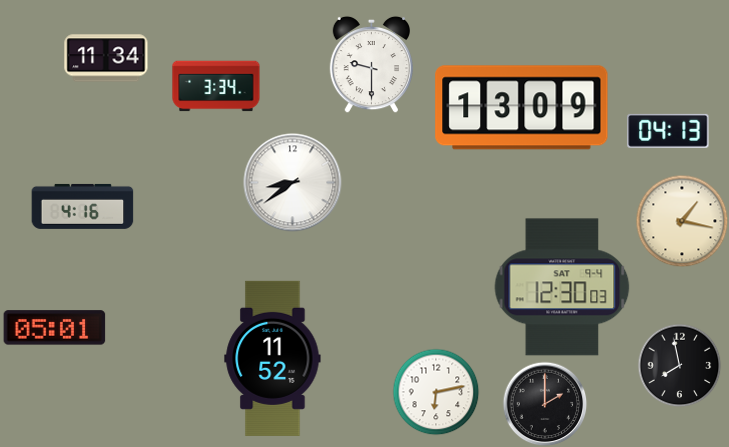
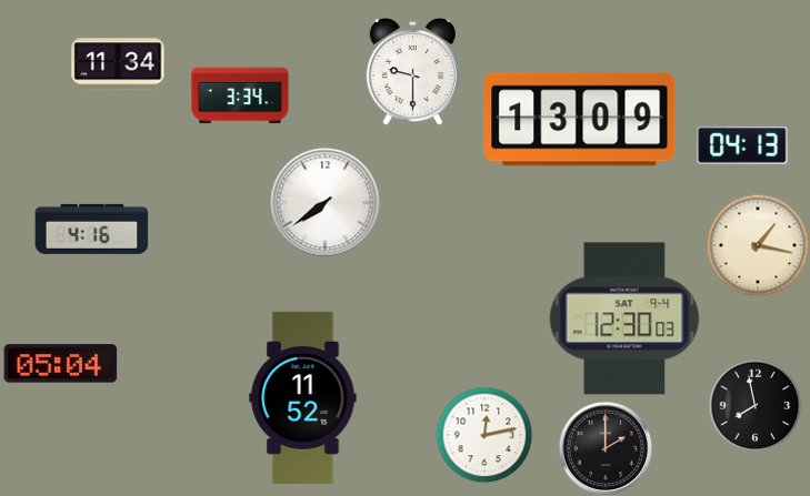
clock at (293, 183): 8:39 -> 7:39
clock at (55, 328): 05:01 -> 05:04
clock at (436, 392): 6:13 -> 12:13
